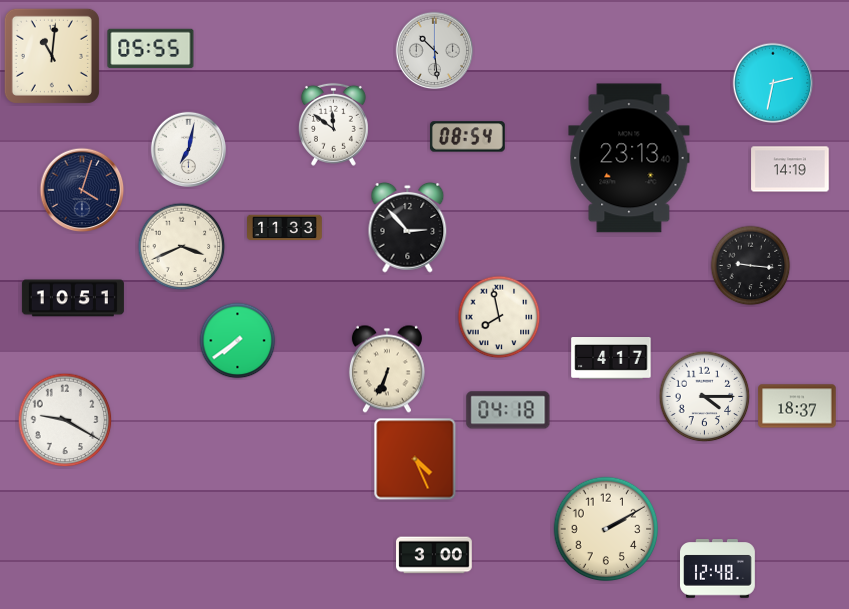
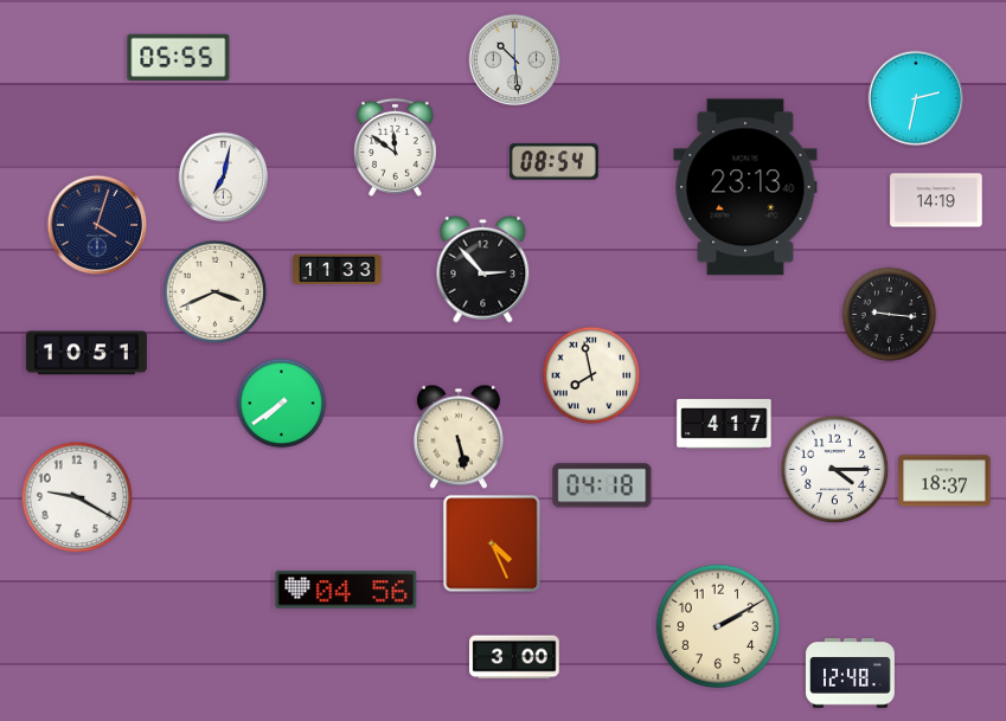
clock at (52, 56): 11:01 -> none
clock at (387, 369): 6:34 -> 5:28
clock at (346, 590): none -> 04:56
